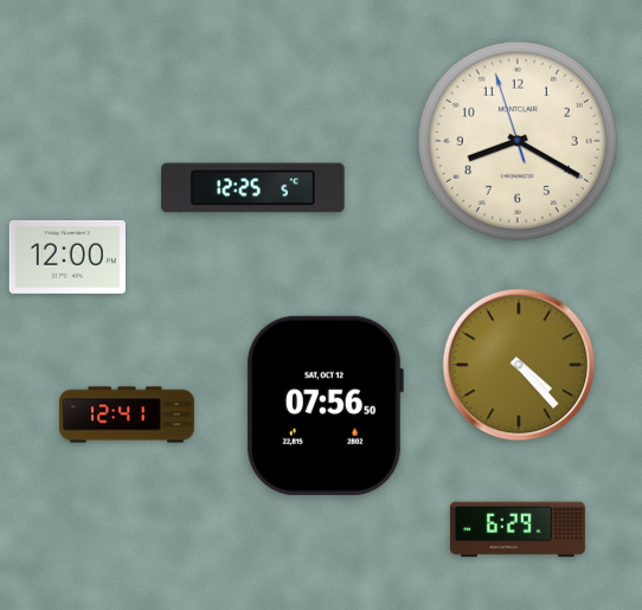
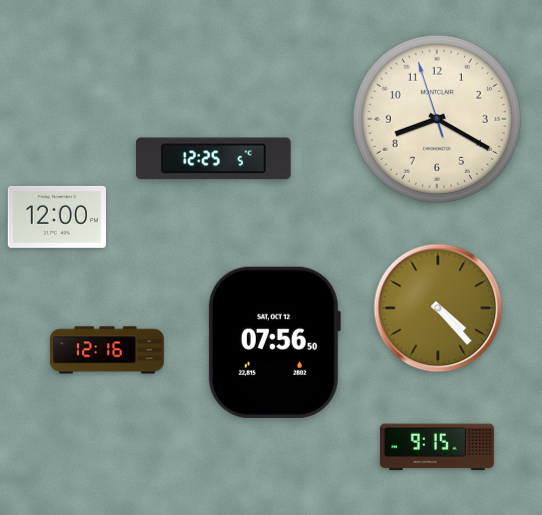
clock at (127, 415): 12:41 -> 12:16
clock at (518, 529): 6:29 -> 9:15
